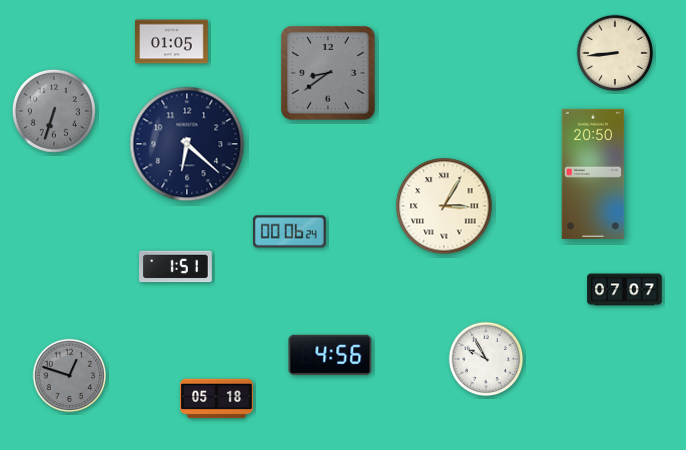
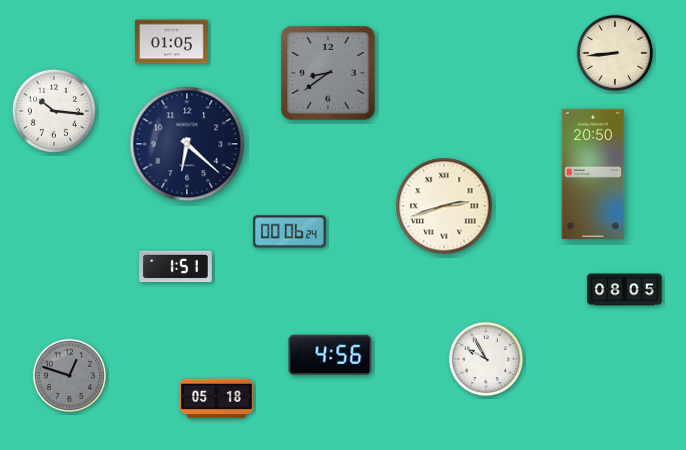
clock at (54, 111): 6:33 -> 10:16
clock at (54, 111) dial: grey -> white
clock at (444, 206): 3:05 -> 2:42
clock at (625, 290): 07:07 -> 08:05
